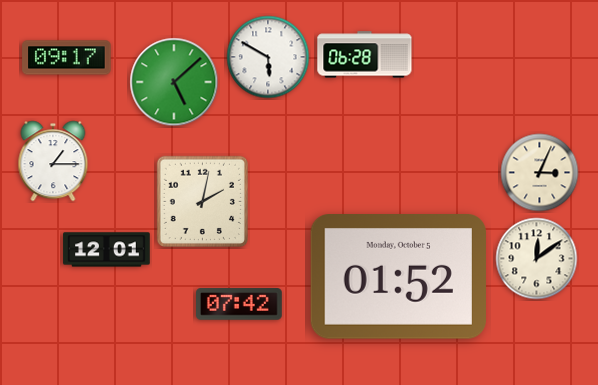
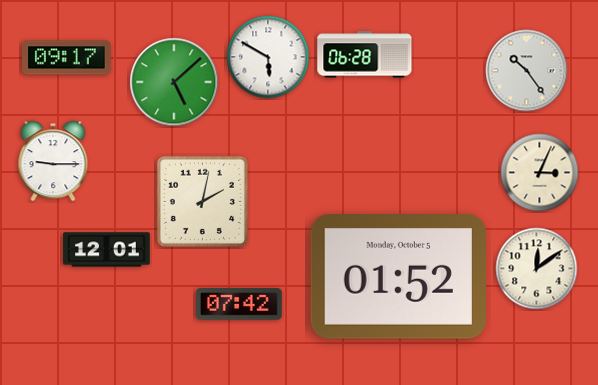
clock at (527, 71): none -> 10:24
clock at (53, 161): 1:15 -> 9:15
clock at (537, 259) position: (537, 259) -> (537, 269)
